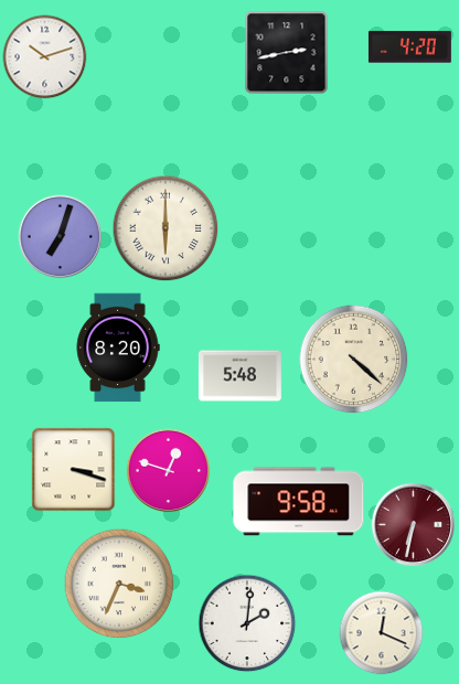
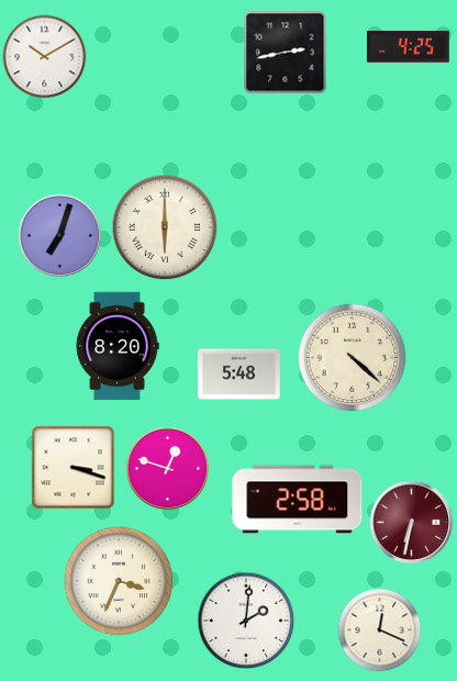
clock at (409, 47): 4:20 -> 4:25
clock at (45, 57): 10:12 -> 10:10
clock at (299, 502): 9:58 -> 2:58
